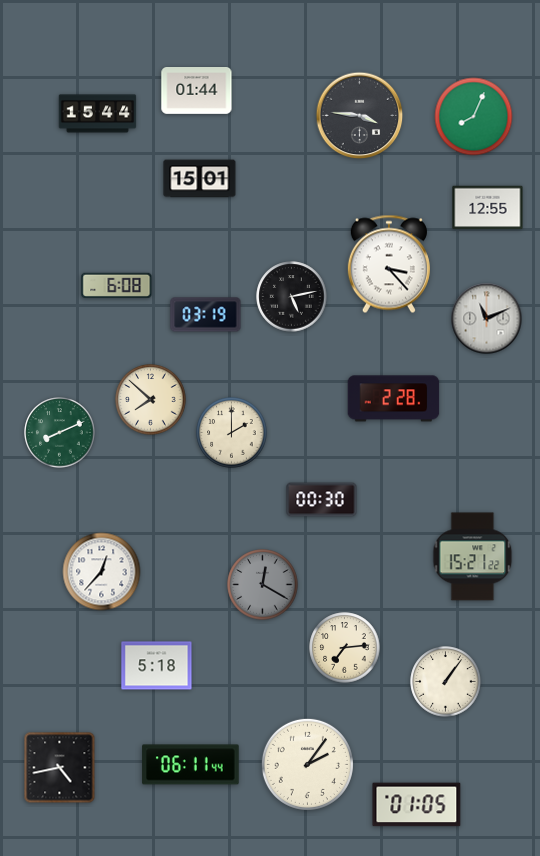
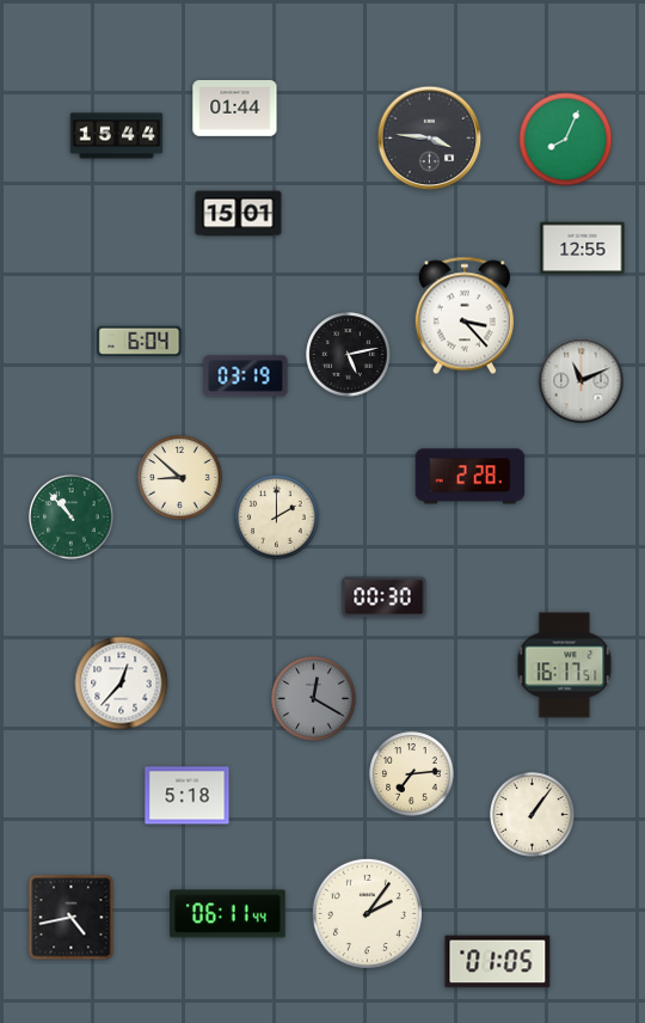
clock at (117, 285): 6:08 -> 6:04
clock at (151, 400): 7:52 -> 8:52
clock at (60, 433): 8:11 -> 10:53
clock at (473, 557): 15:21 -> 16:17
